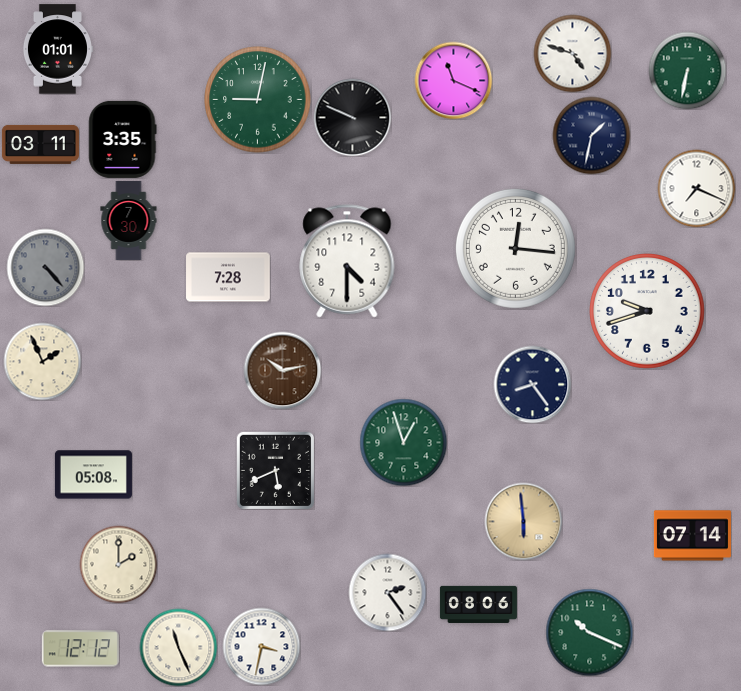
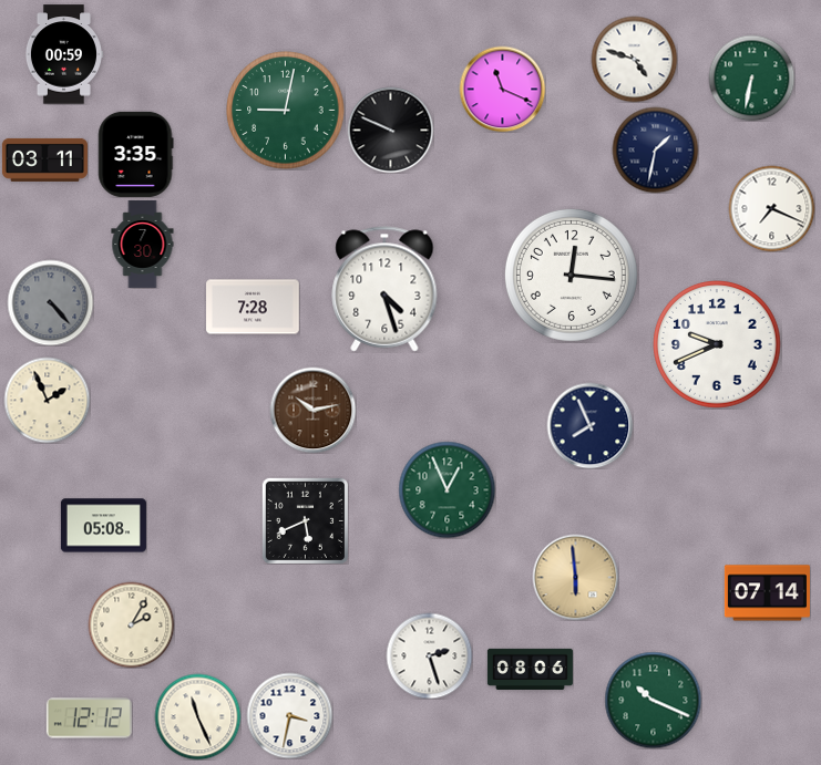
clock at (57, 49): 01:01 -> 00:59
clock at (687, 70) position: (687, 70) -> (751, 77)
clock at (347, 261): 4:30 -> 4:27
clock at (45, 267) position: (45, 267) -> (50, 302)
clock at (648, 312): 9:42 -> 9:41
clock at (532, 384): 8:24 -> 7:56
clock at (403, 442): 12:57 -> 12:56
clock at (523, 521) position: (523, 521) -> (575, 577)
clock at (118, 564): 2:00 -> 2:05
clock at (387, 592): 2:24 -> 2:27
